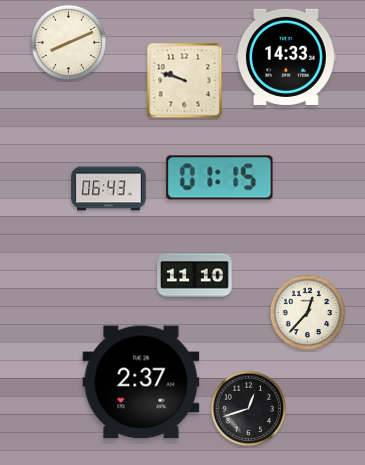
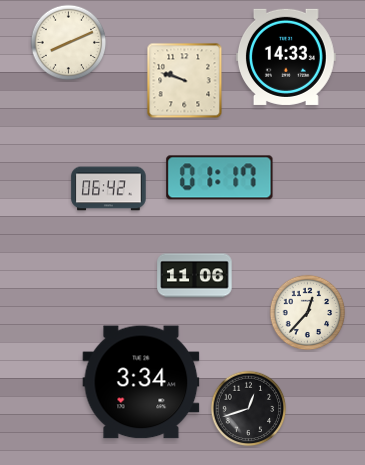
clock at (220, 178): 01:15 -> 01:17
clock at (109, 189): 06:43 -> 06:42
clock at (195, 276): 11:10 -> 11:06
clock at (141, 382): 2:37 -> 3:34
